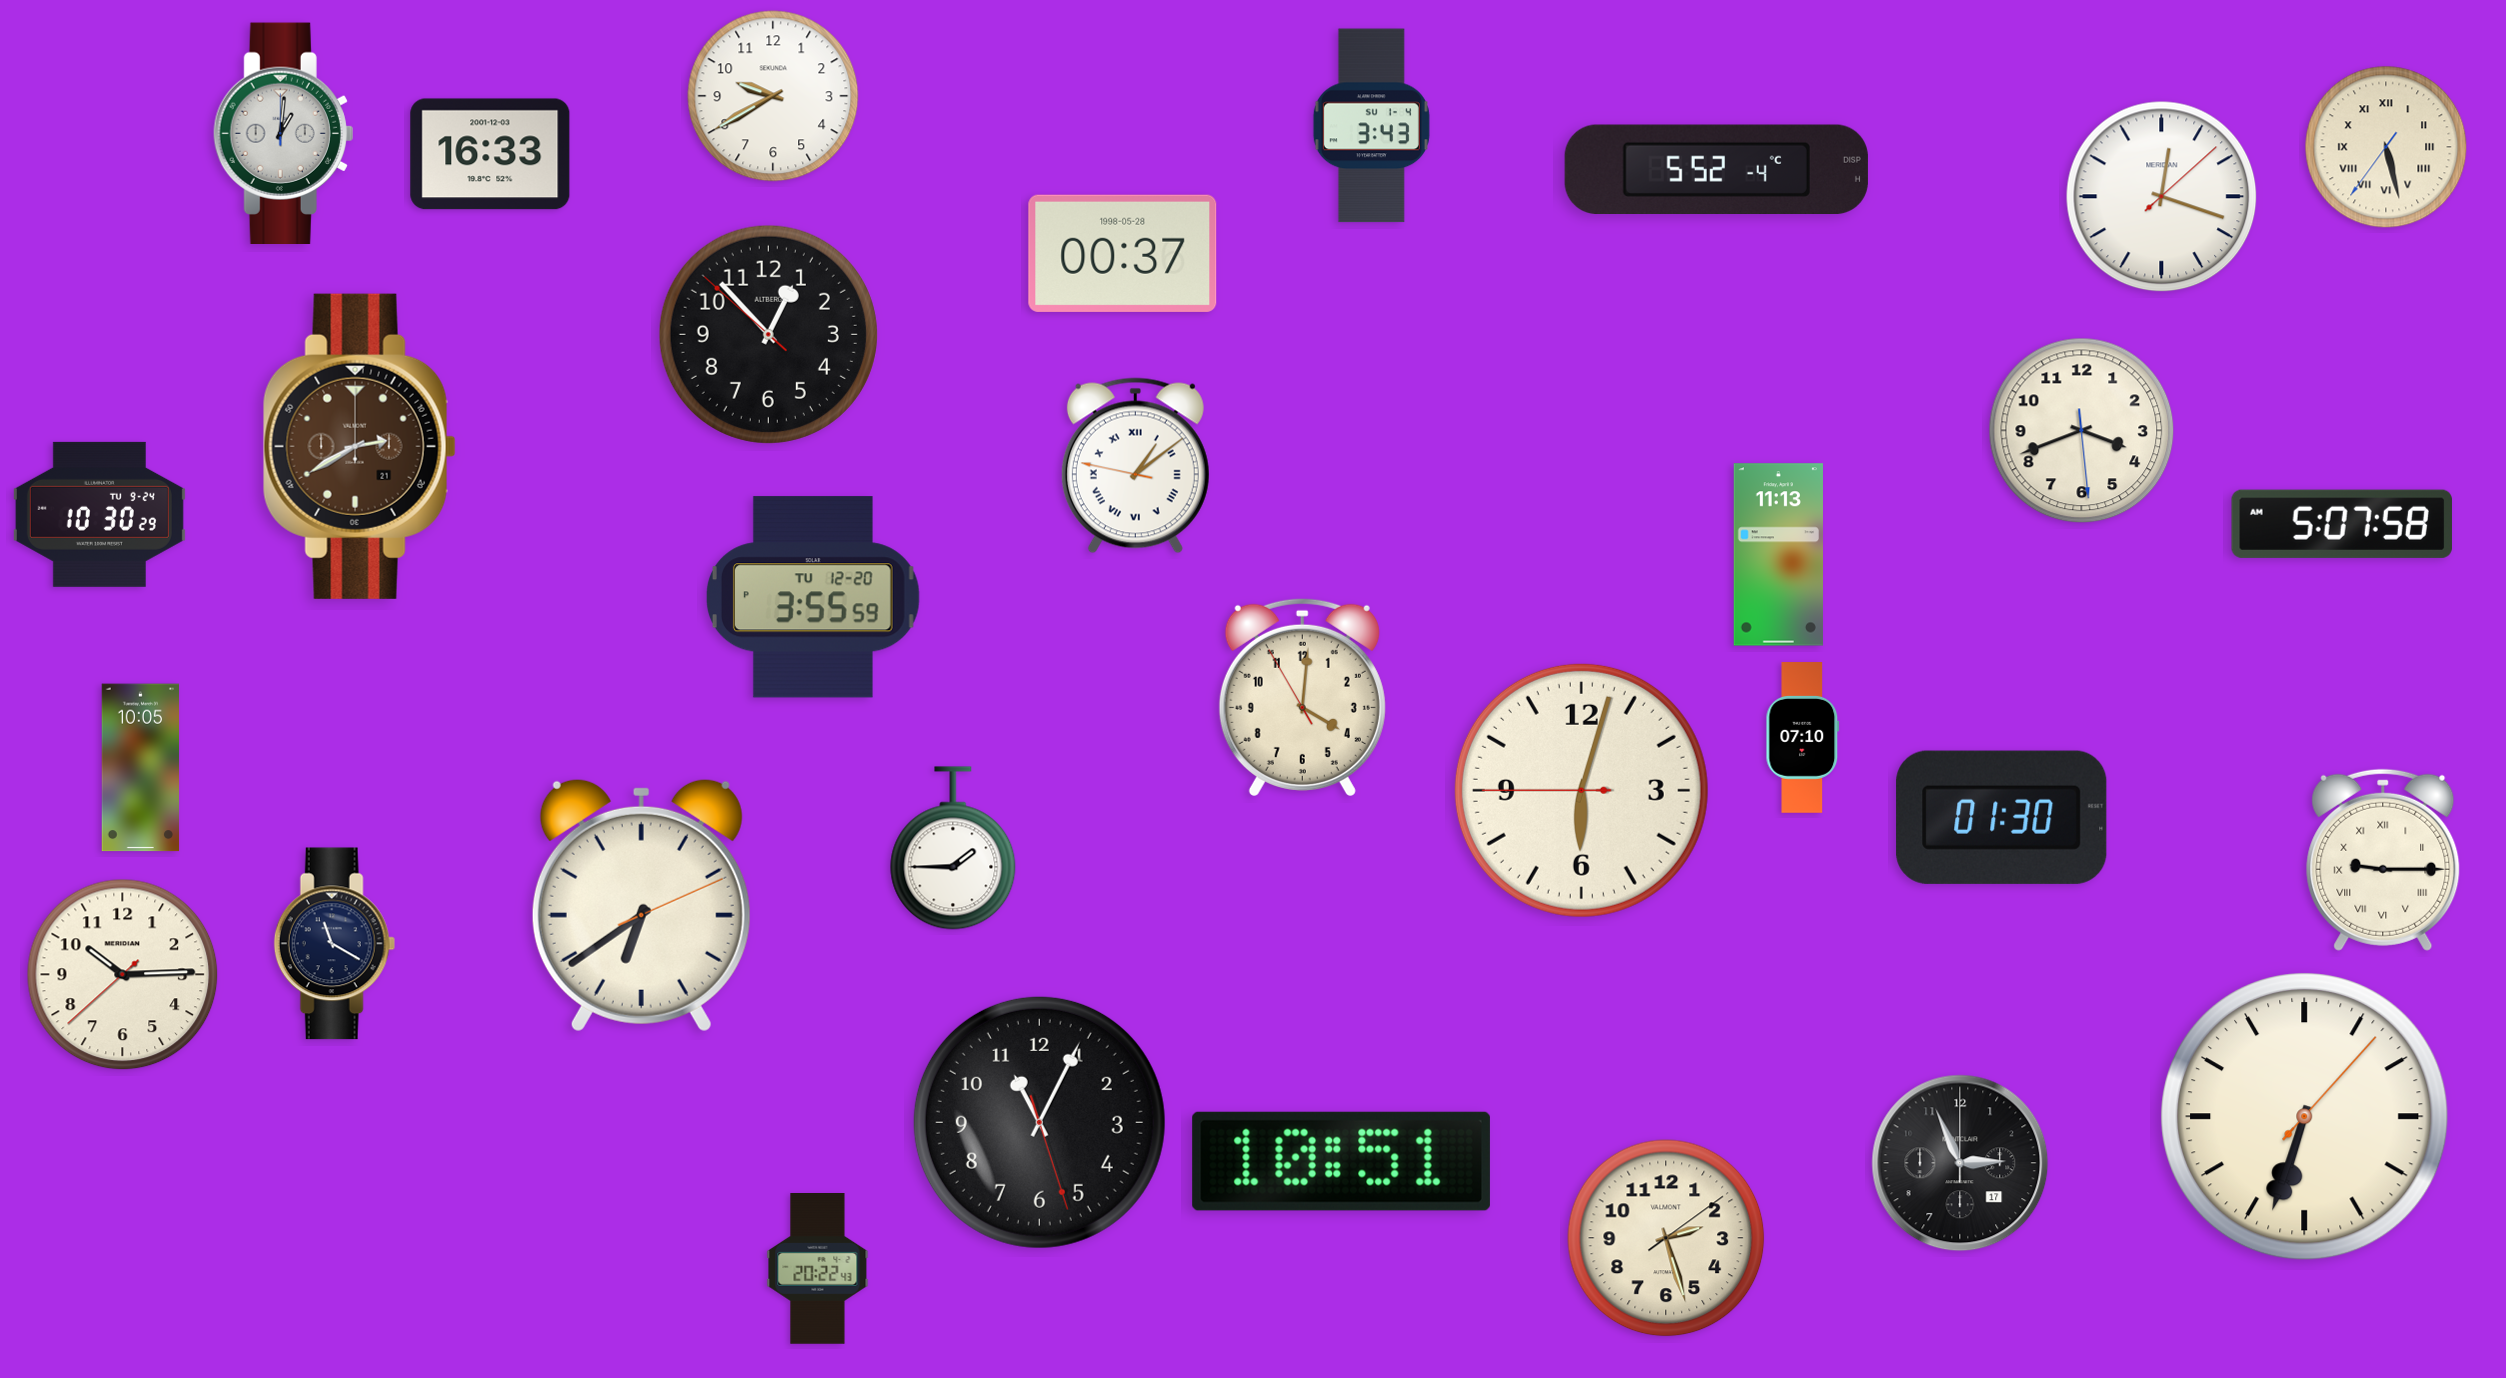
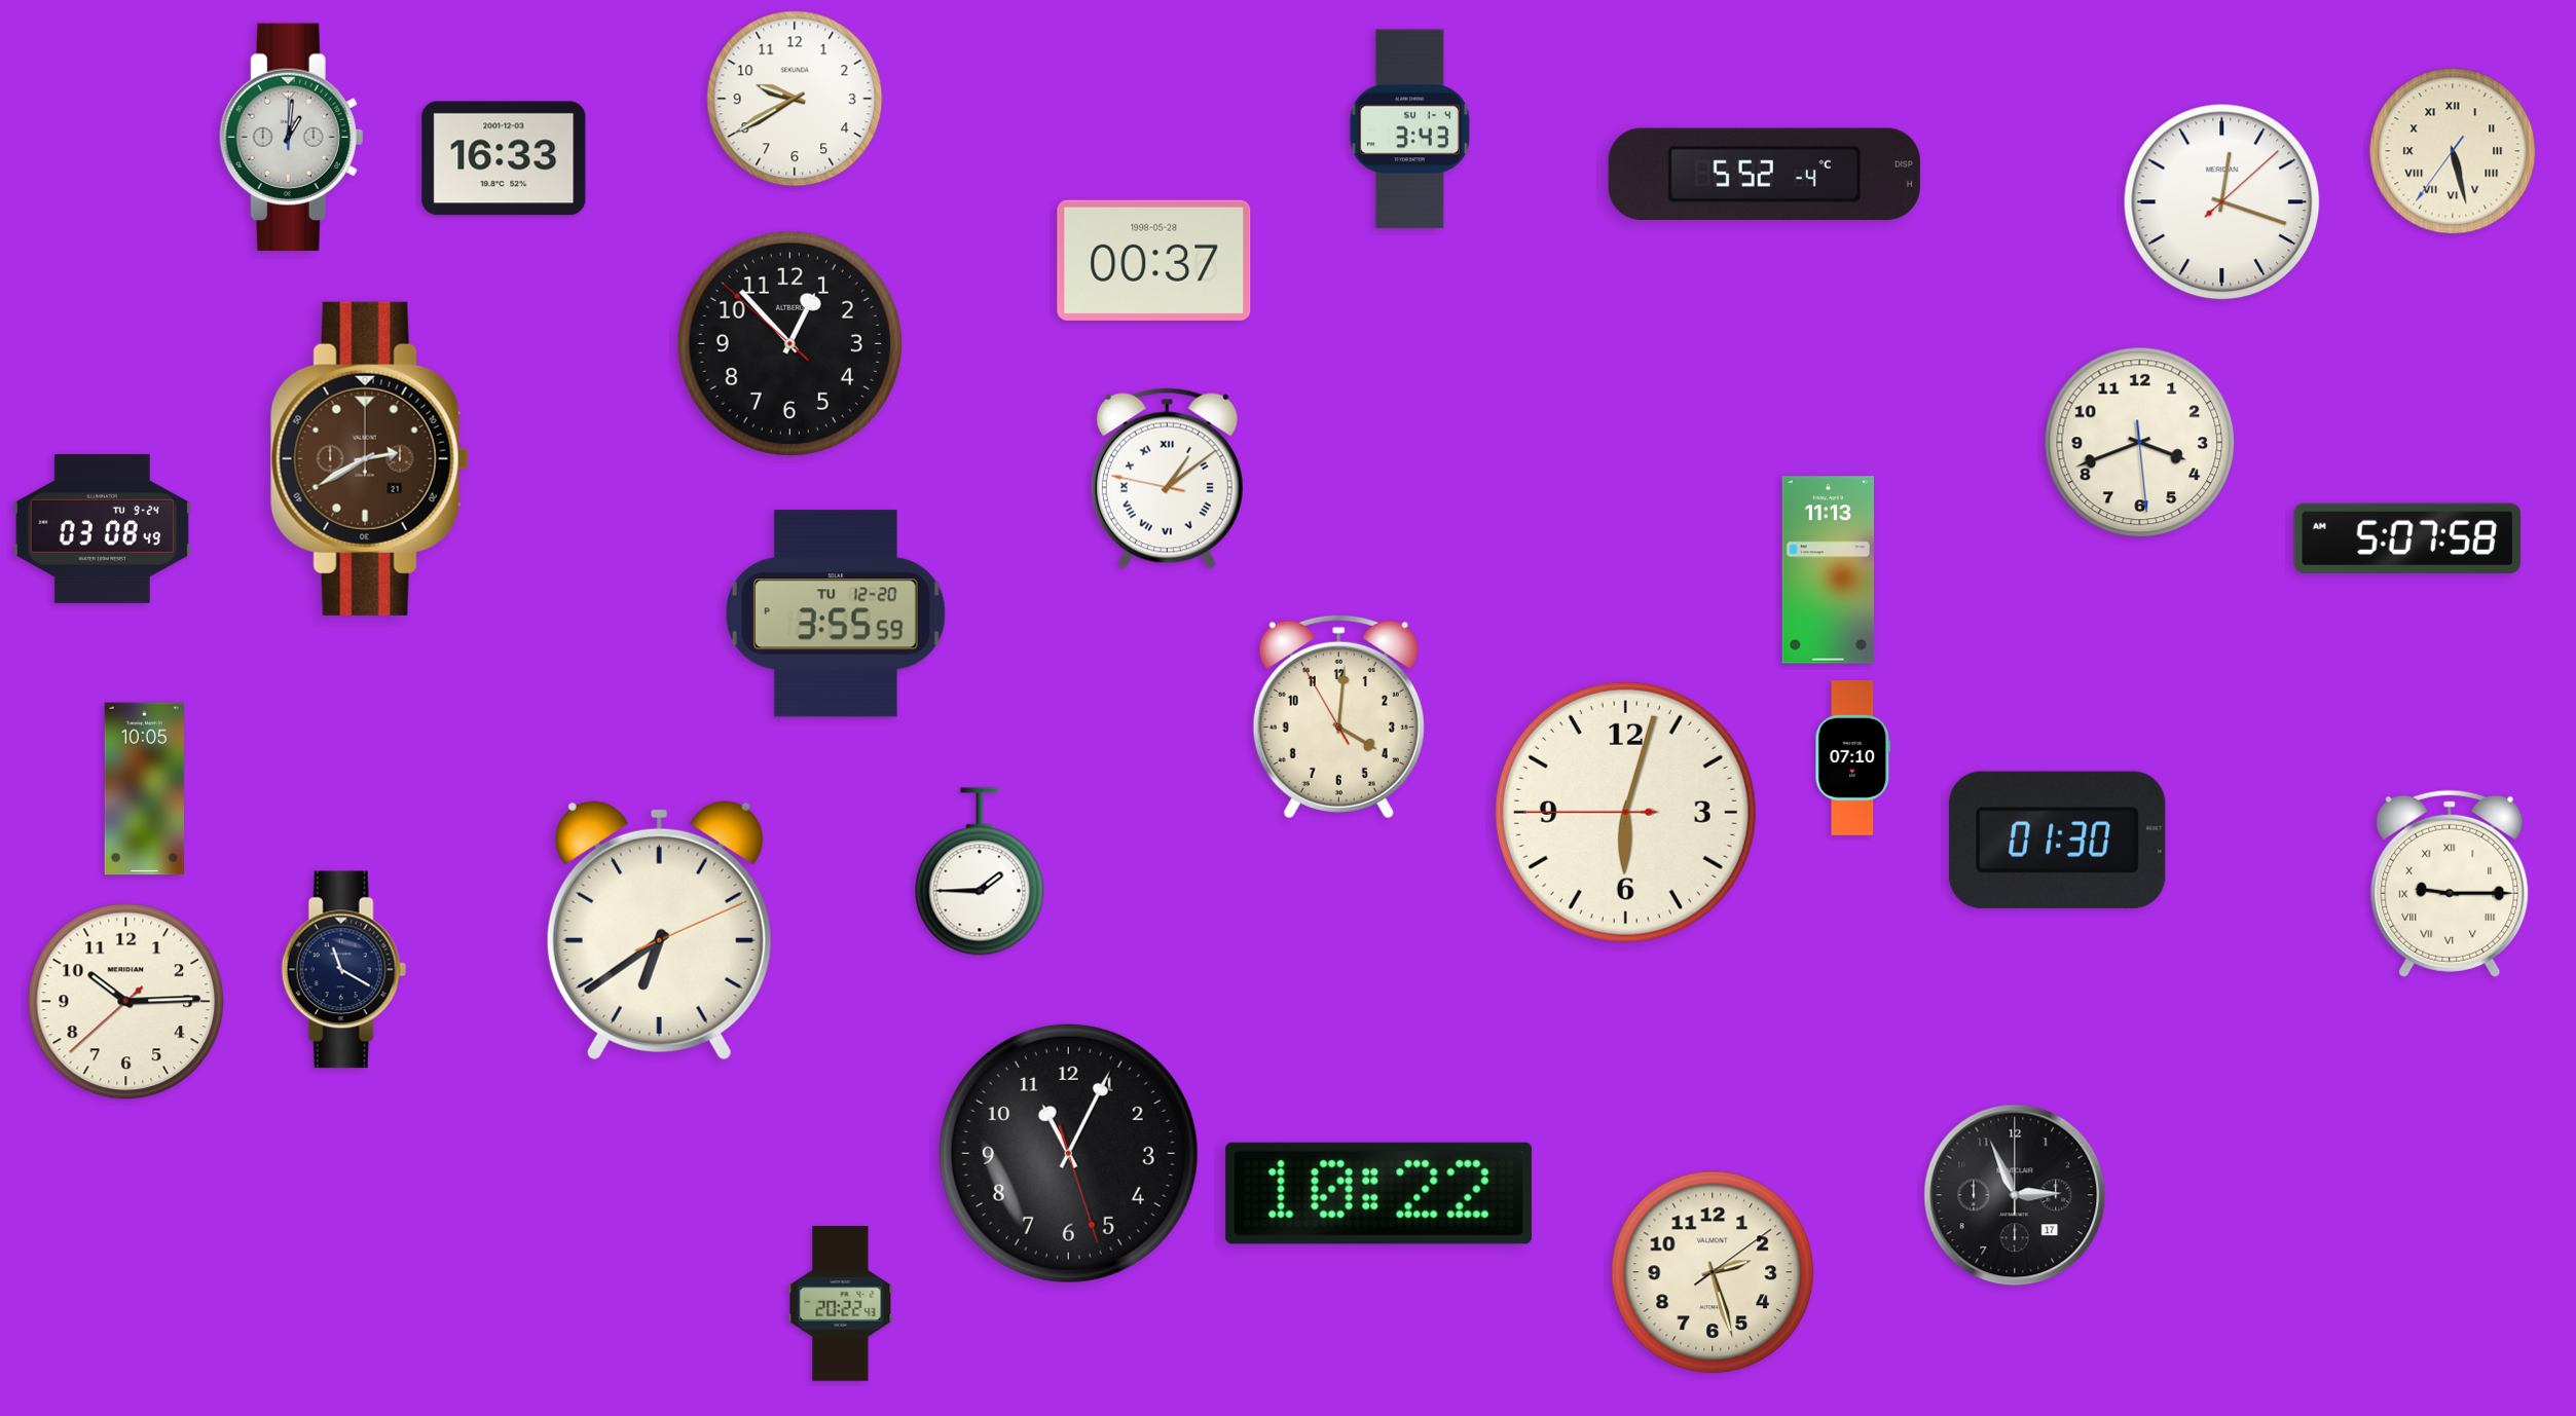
clock at (99, 514): 10:30 -> 03:08
clock at (2305, 1117): 6:33 -> none
clock at (1341, 1161): 10:51 -> 10:22
